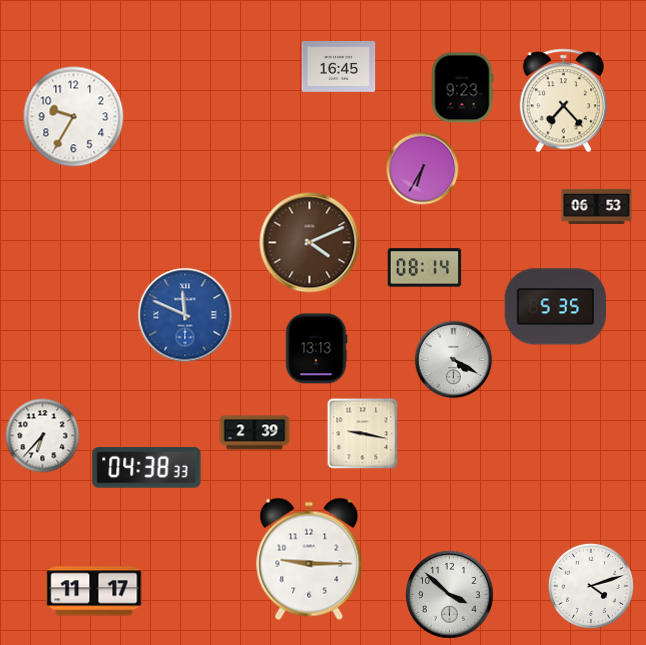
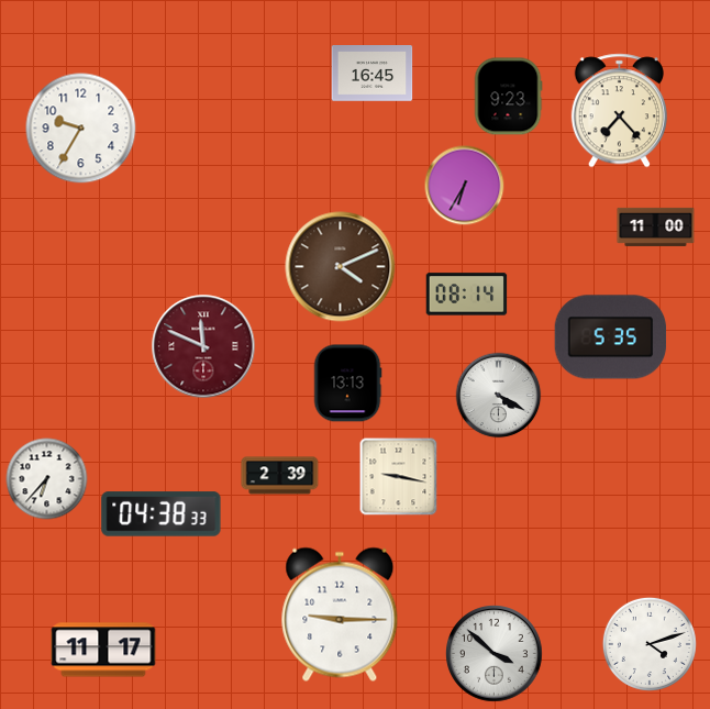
clock at (597, 206): 06:53 -> 11:00
clock at (185, 315) dial: blue -> burgundy
